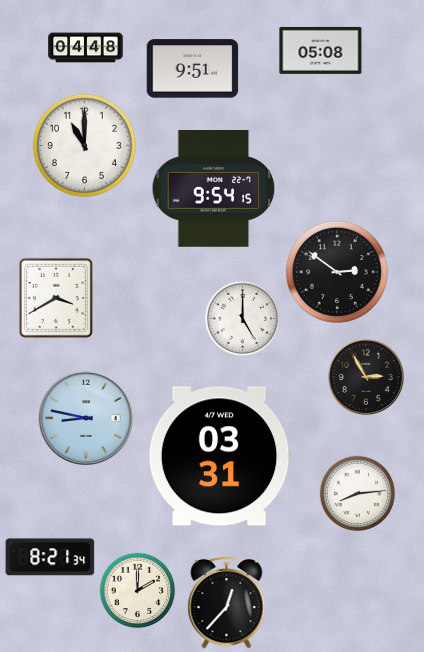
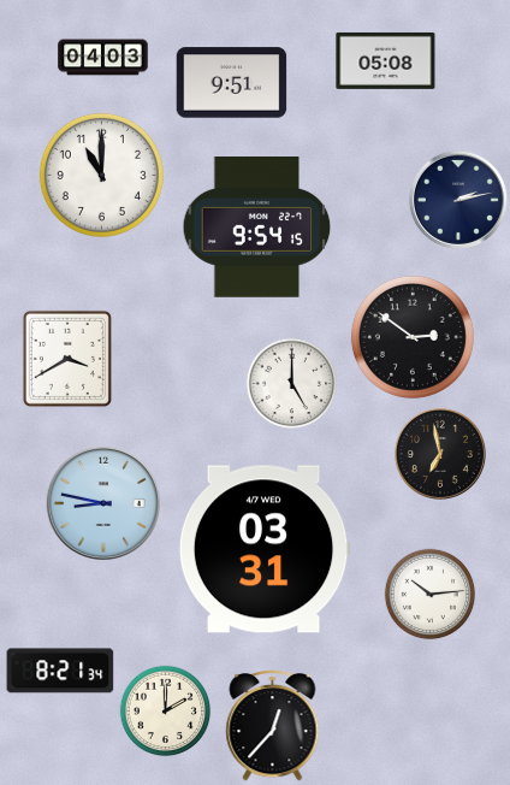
clock at (86, 48): 04:48 -> 04:03
clock at (458, 200): none -> 2:13
clock at (337, 272) position: (337, 272) -> (413, 337)
clock at (366, 377): 2:55 -> 6:58
clock at (358, 494): 8:14 -> 10:14
